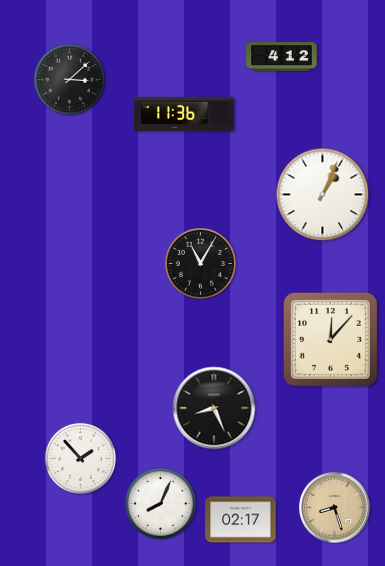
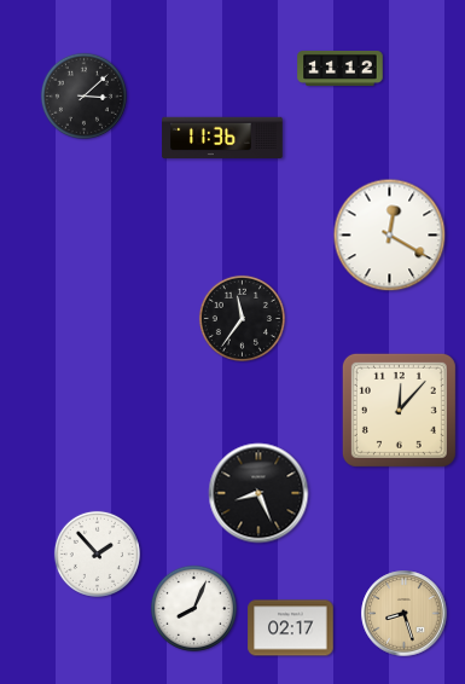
clock at (282, 56): 4:12 -> 11:12
clock at (323, 195): 1:04 -> 12:20
clock at (200, 263): 11:05 -> 11:36
